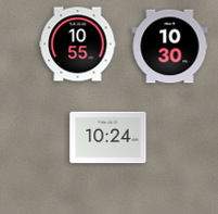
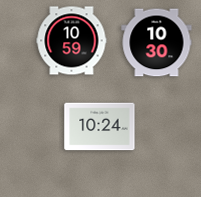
clock at (78, 45): 10:55 -> 10:59
